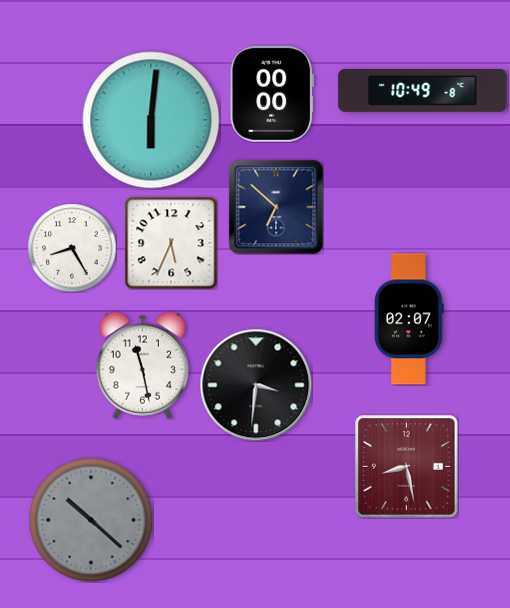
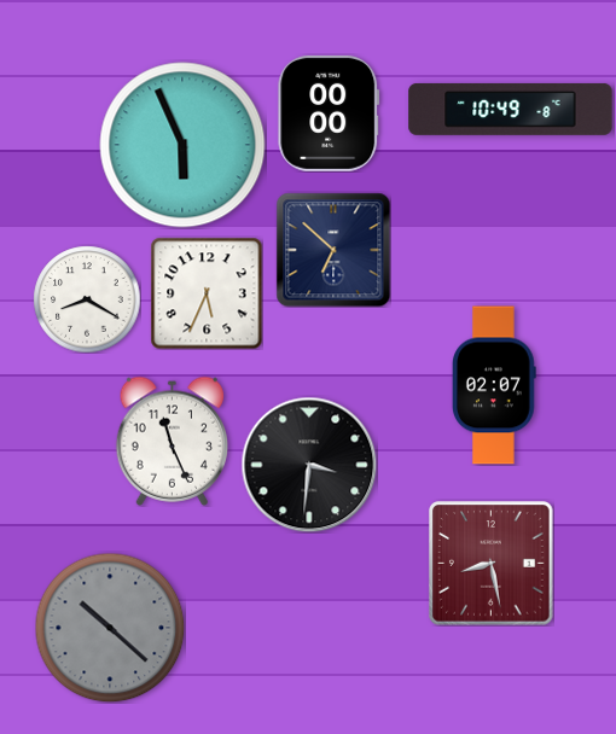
clock at (151, 120): 6:01 -> 5:56
clock at (72, 248): 8:25 -> 8:20
clock at (143, 365): 11:28 -> 11:26
